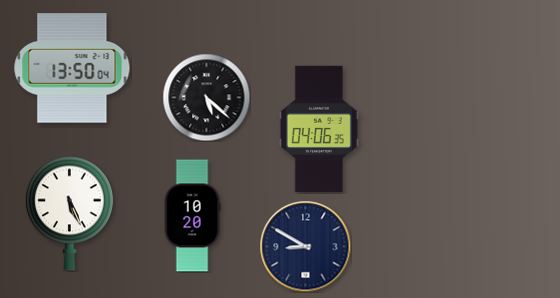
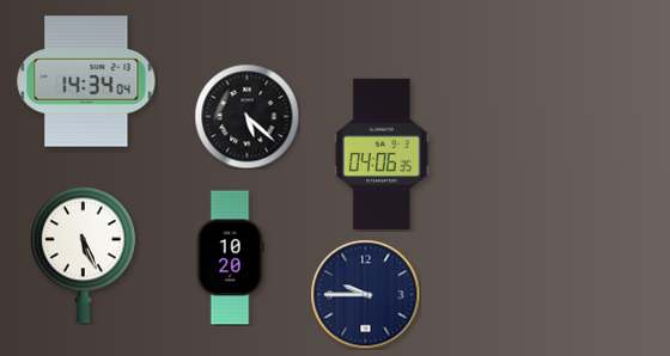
clock at (72, 68): 13:50 -> 14:34
clock at (305, 246): 8:50 -> 9:45
